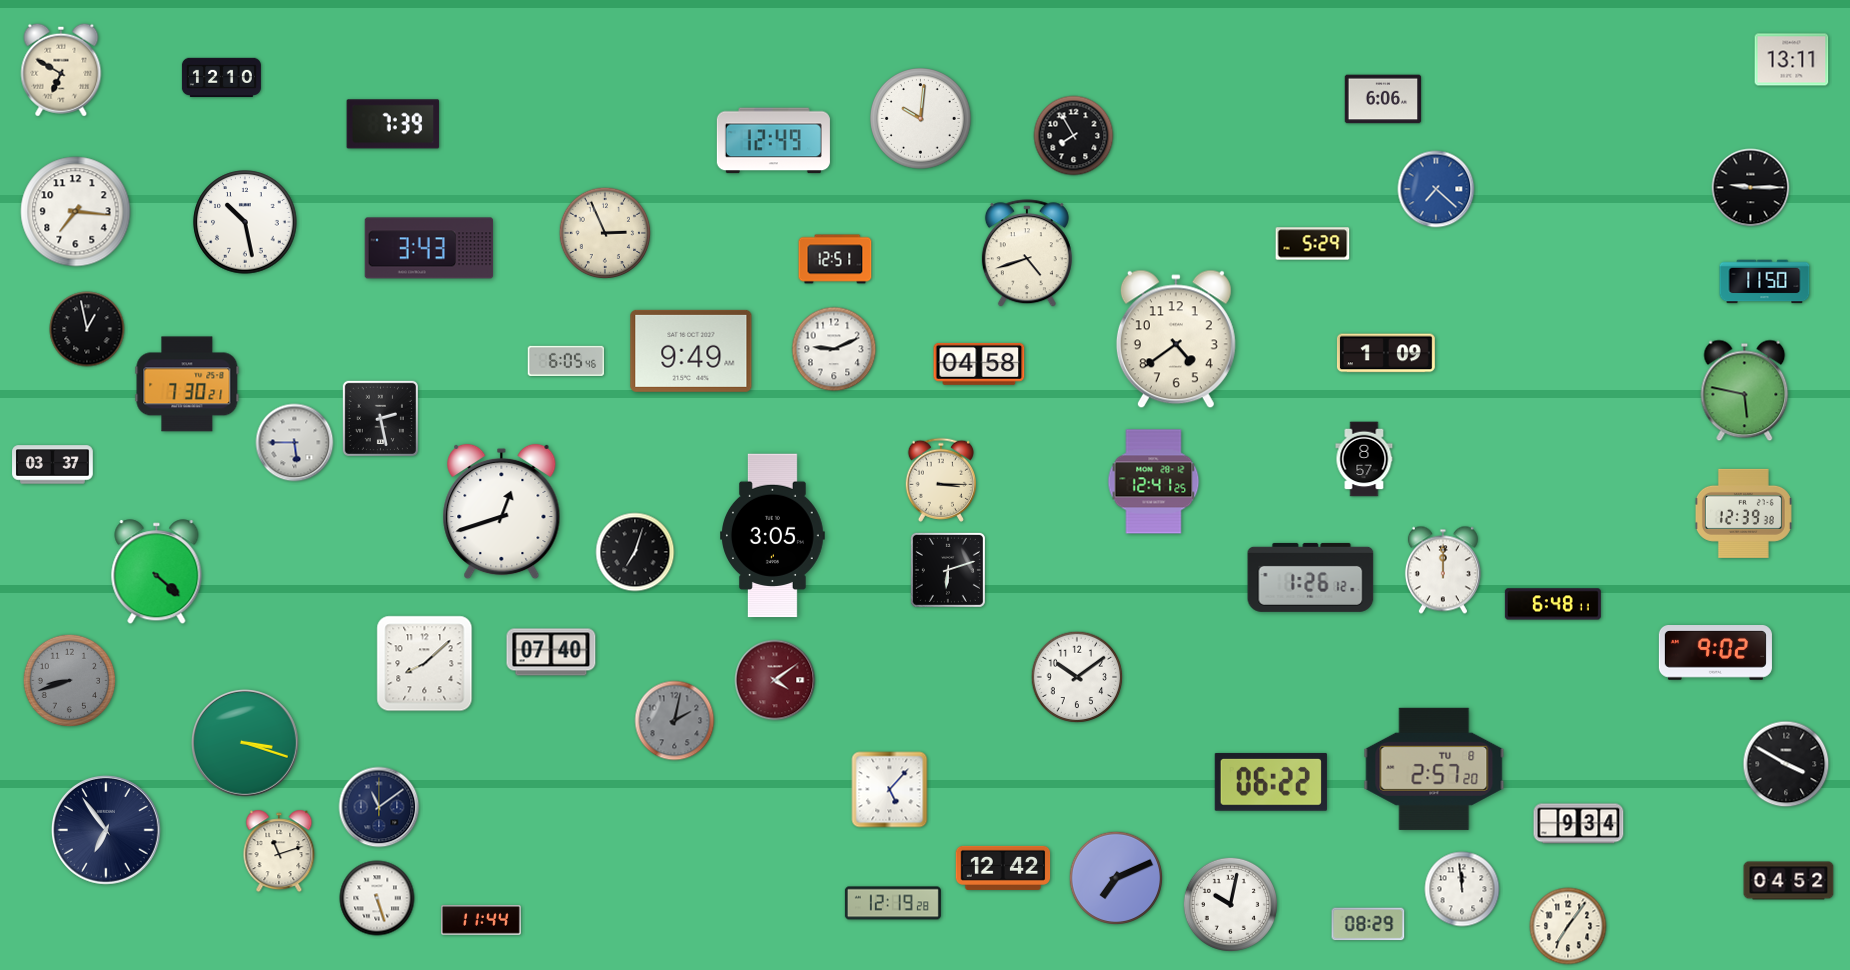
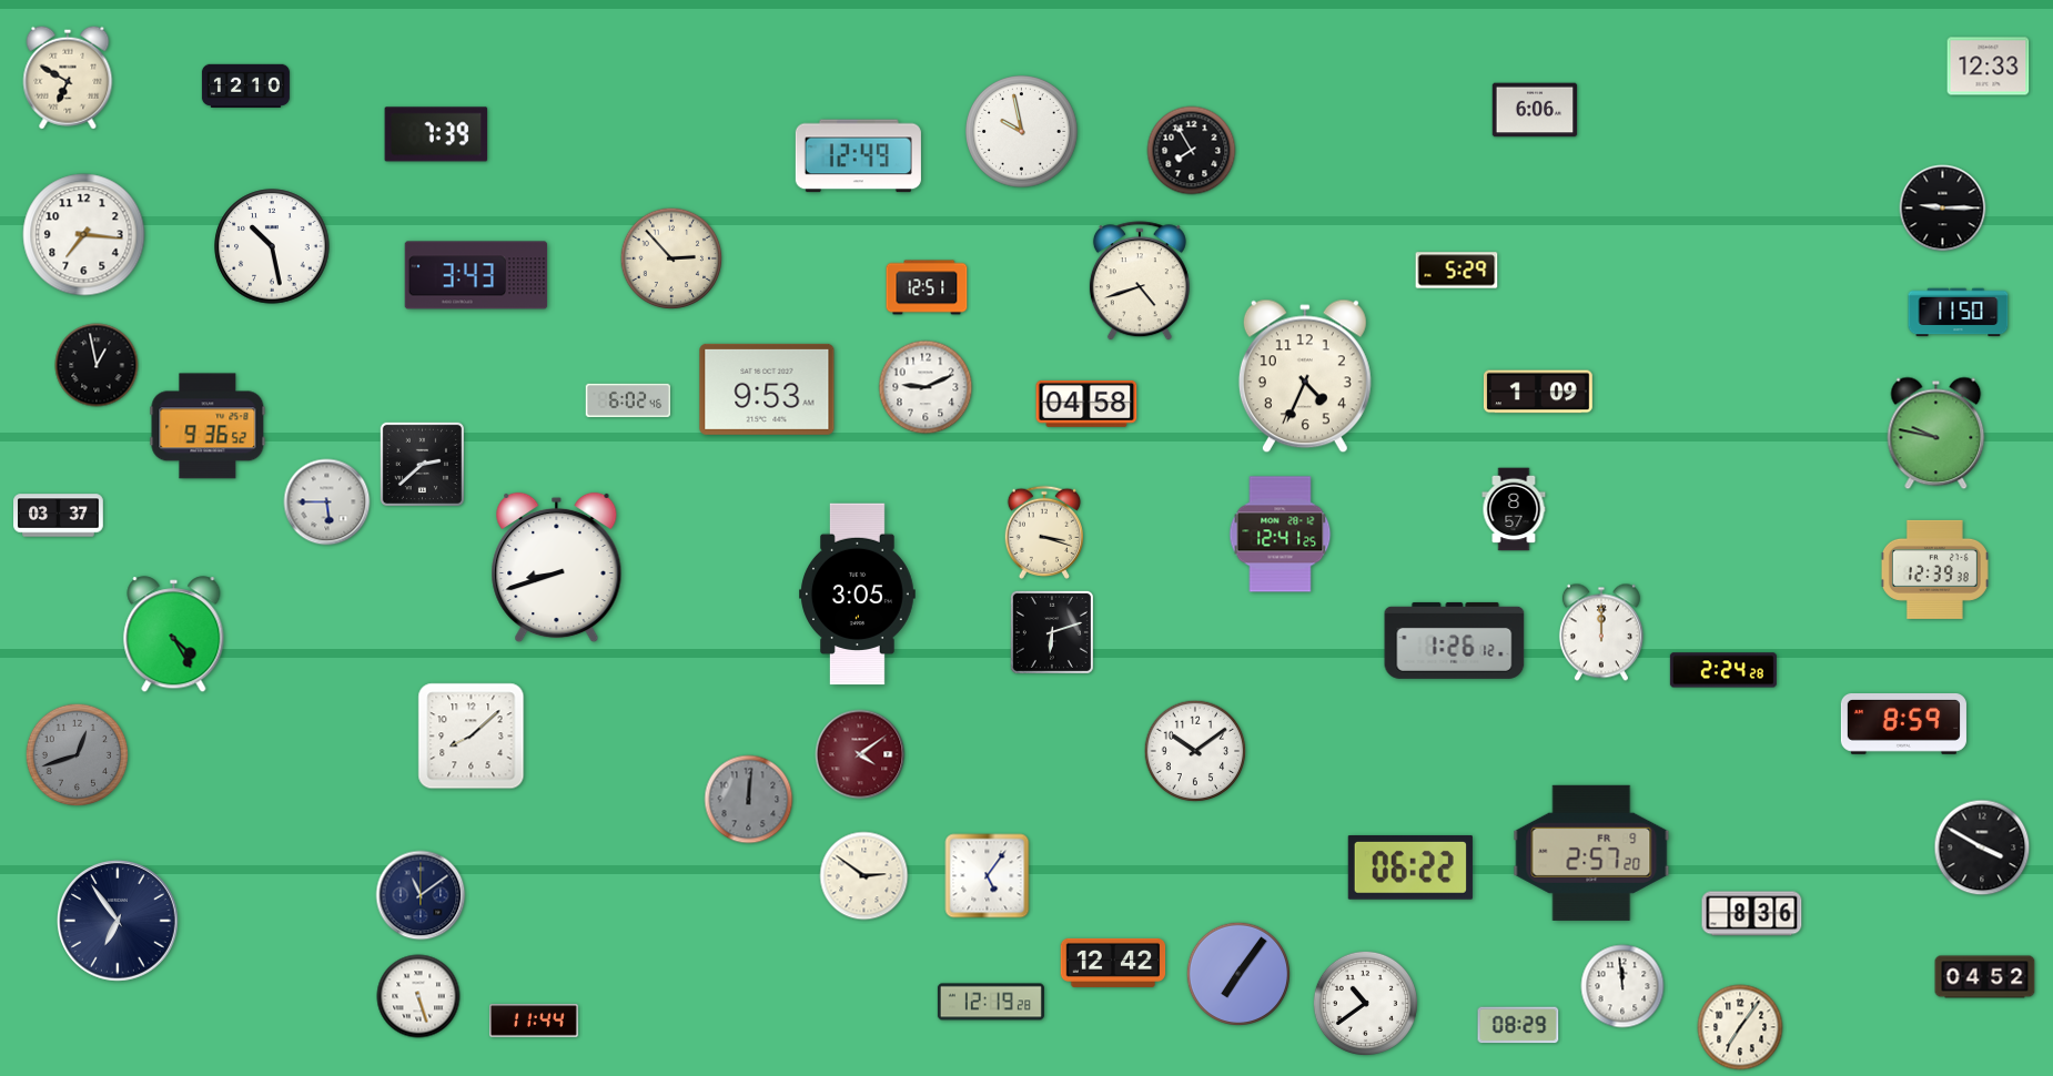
clock at (1792, 60): 13:11 -> 12:33
clock at (921, 119): 10:01 -> 9:58
clock at (393, 124) position: (393, 124) -> (436, 134)
clock at (1436, 189): 7:22 -> none
clock at (605, 233): 2:56 -> 2:53
clock at (1176, 339): 4:39 -> 4:34
clock at (691, 351): 9:49 -> 9:53
clock at (566, 361): 6:05 -> 6:02
clock at (187, 384): 7:30 -> 9:36
clock at (1745, 391): 5:47 -> 9:47
clock at (380, 418): 2:28 -> 2:38
clock at (295, 443) position: (295, 443) -> (327, 503)
clock at (940, 480): 3:15 -> 3:18
clock at (502, 512): 12:42 -> 8:42
clock at (635, 552): 7:03 -> none
clock at (157, 572): 4:22 -> 4:25
clock at (1553, 604): 6:48 -> 2:24
clock at (551, 652): 07:40 -> none
clock at (1715, 653): 9:02 -> 8:59
clock at (70, 681): 8:42 -> 12:42
clock at (675, 721): 2:02 -> 12:01
clock at (245, 743): 3:18 -> none
clock at (1434, 769) date: TU 8 -> FR 9
clock at (864, 876): none -> 2:51
clock at (890, 790): 5:07 -> 5:06
clock at (1579, 824): 9:34 -> 8:36
clock at (279, 851): 11:12 -> none
clock at (1115, 877): 7:11 -> 7:06
clock at (1230, 904): 10:02 -> 10:39
